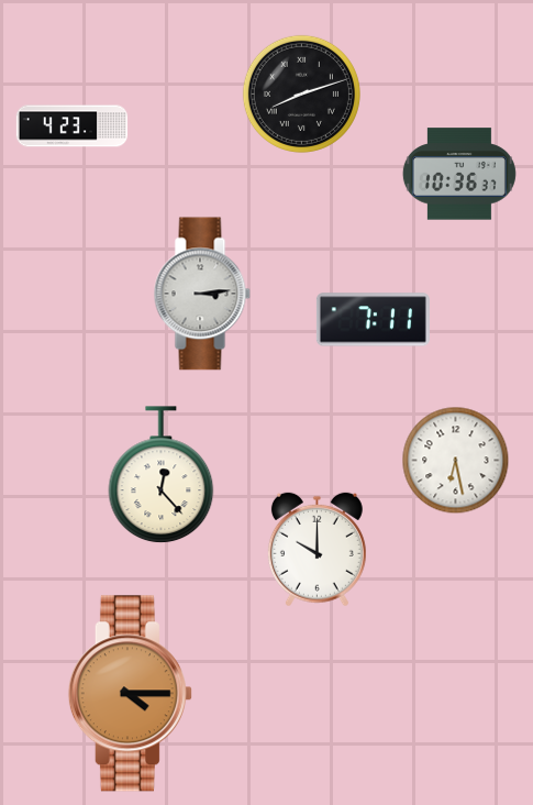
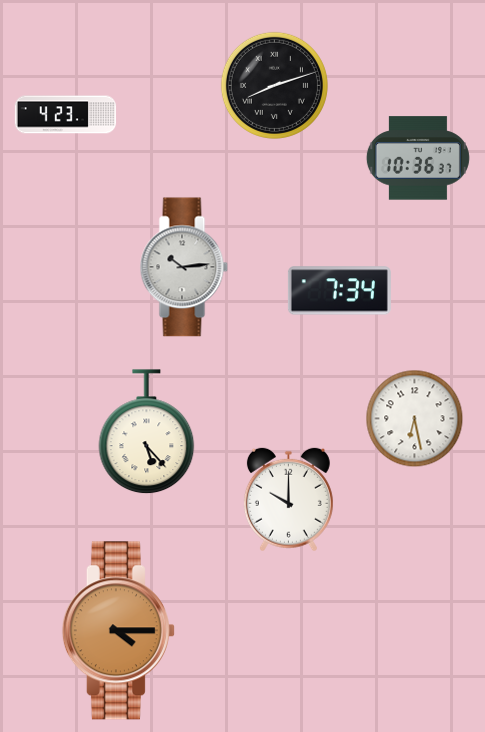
clock at (202, 294): 3:14 -> 10:14
clock at (373, 320): 7:11 -> 7:34
clock at (162, 475): 12:23 -> 5:23
